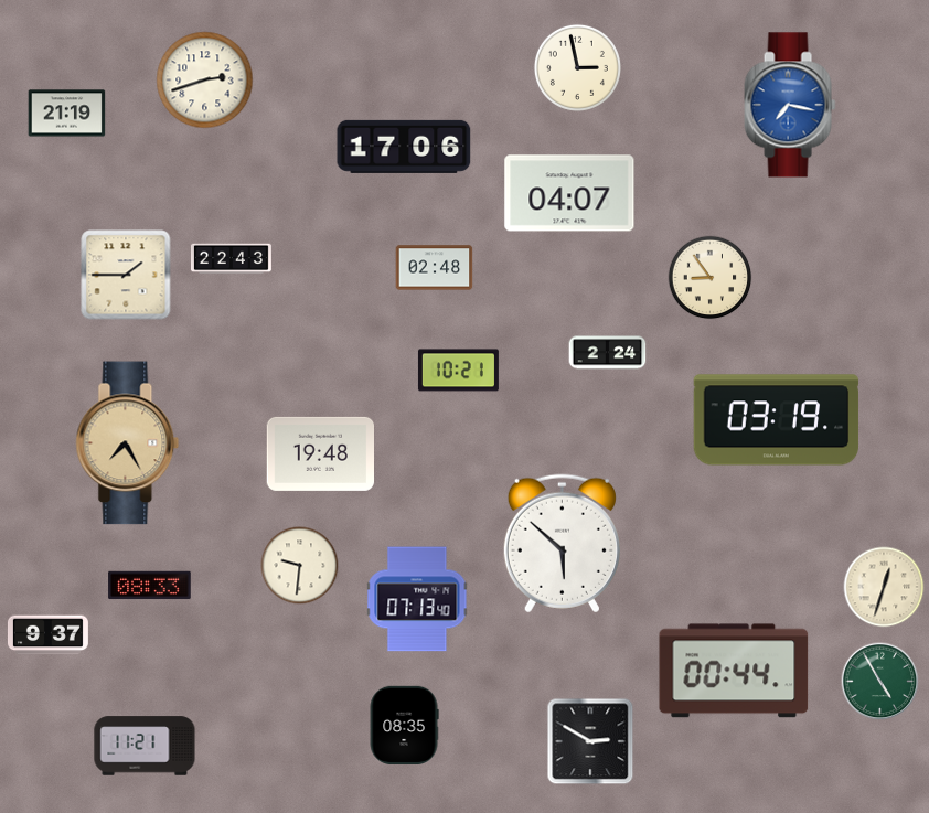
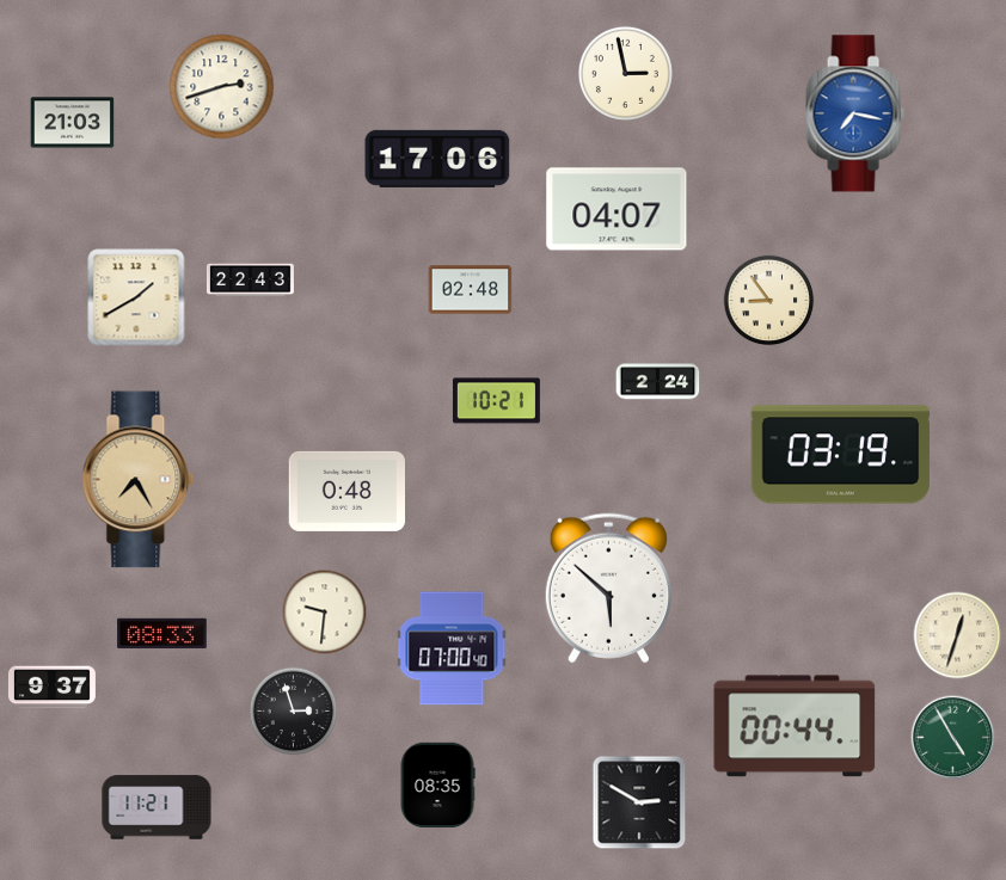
clock at (67, 114): 21:19 -> 21:03
clock at (126, 275): 1:45 -> 1:40
clock at (320, 453): 19:48 -> 0:48
clock at (417, 599): 07:13 -> 07:00
clock at (294, 712): none -> 2:57
